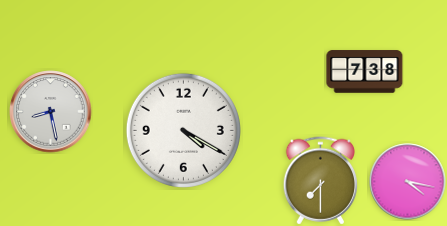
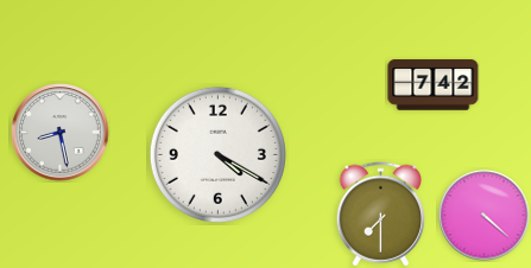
clock at (365, 72): 7:38 -> 7:42
clock at (408, 182): 4:17 -> 4:22
